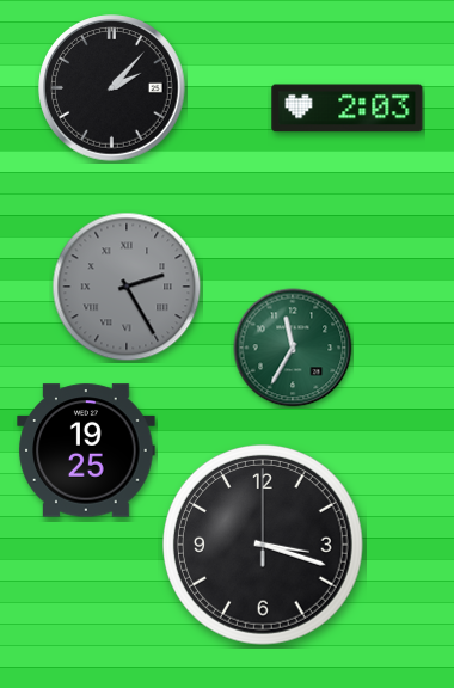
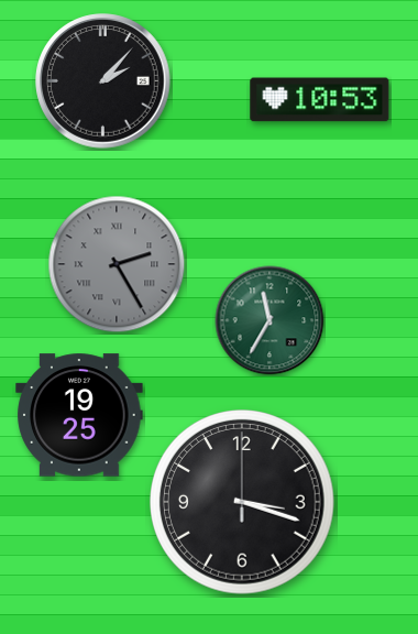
clock at (348, 109): 2:03 -> 10:53
